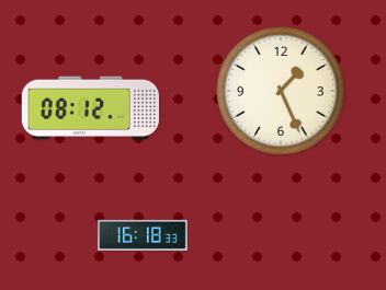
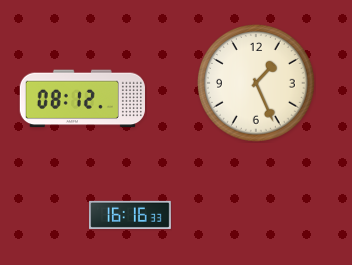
clock at (144, 235): 16:18 -> 16:16
